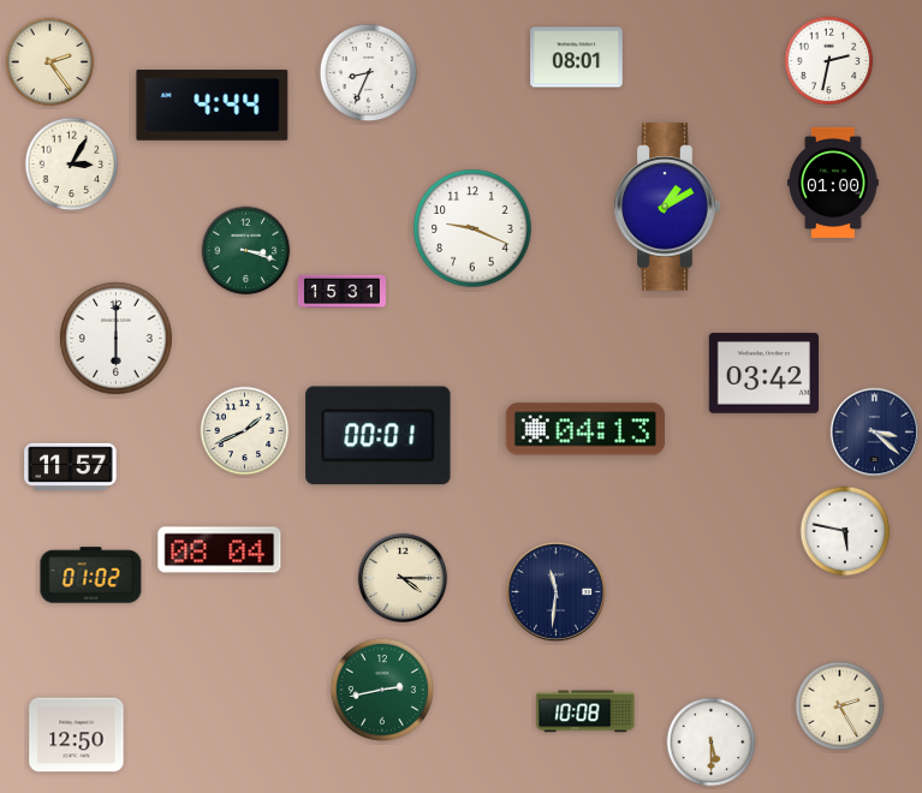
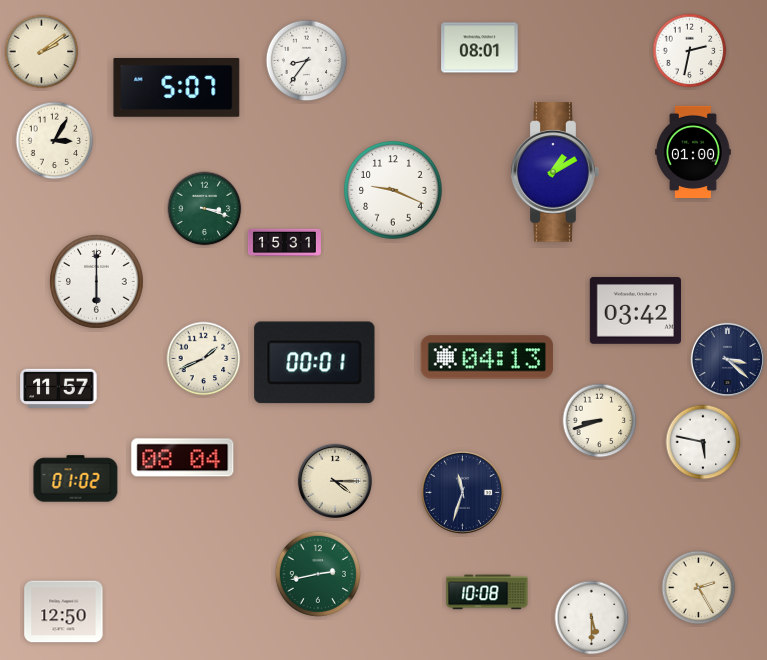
clock at (50, 62): 2:24 -> 2:09
clock at (369, 73): 8:34 -> 8:36
clock at (213, 105): 4:44 -> 5:07
clock at (72, 165) position: (72, 165) -> (55, 141)
clock at (600, 421): none -> 8:42
clock at (555, 591): 11:31 -> 11:33
